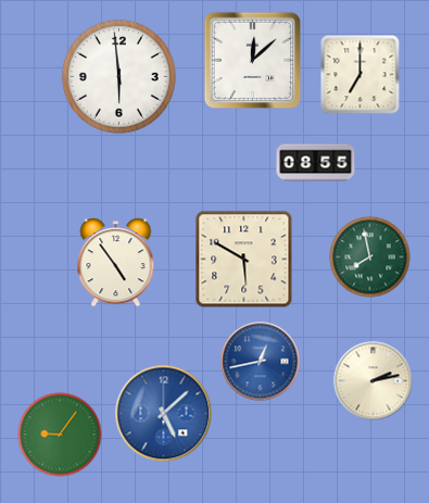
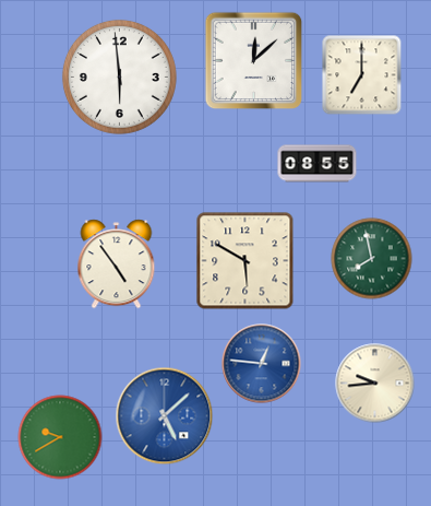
clock at (261, 362): 12:43 -> 12:46
clock at (374, 381): 2:13 -> 9:44
clock at (60, 435): 9:06 -> 9:40
